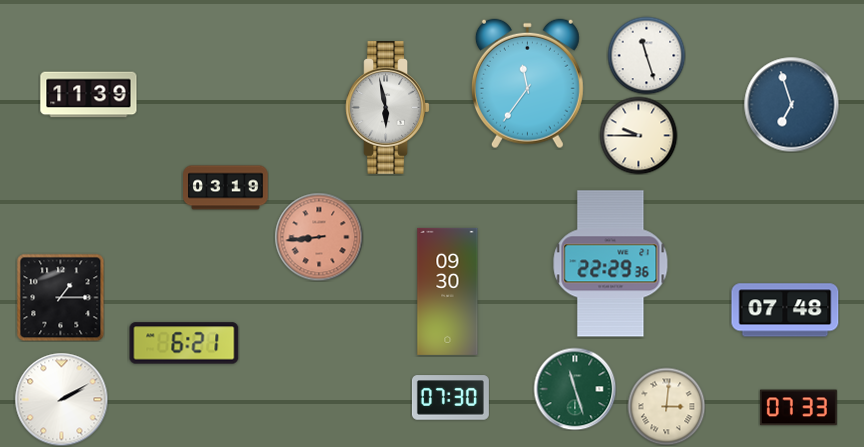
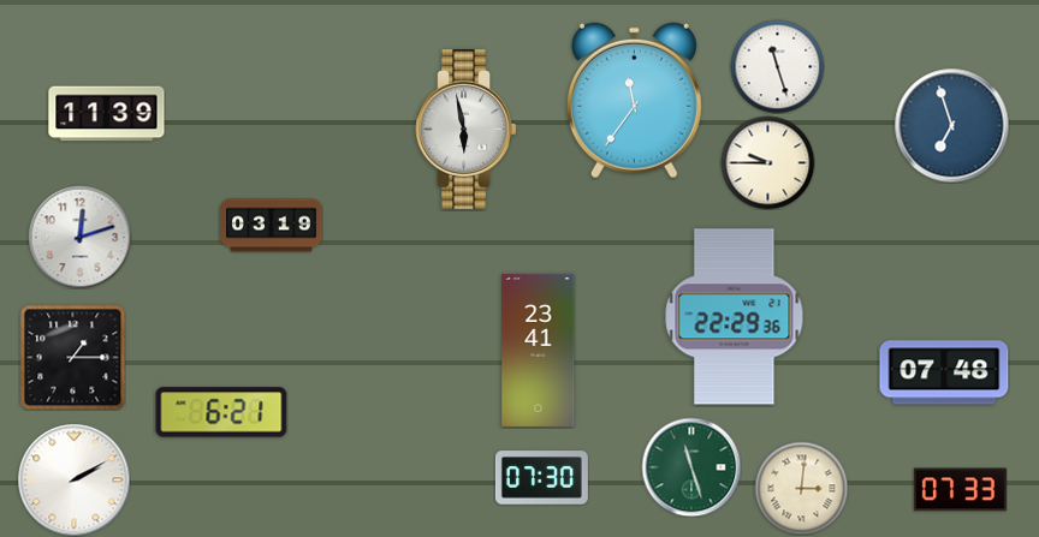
clock at (79, 237): none -> 12:12
clock at (319, 237): 8:44 -> none
clock at (448, 291): 09:30 -> 23:41
